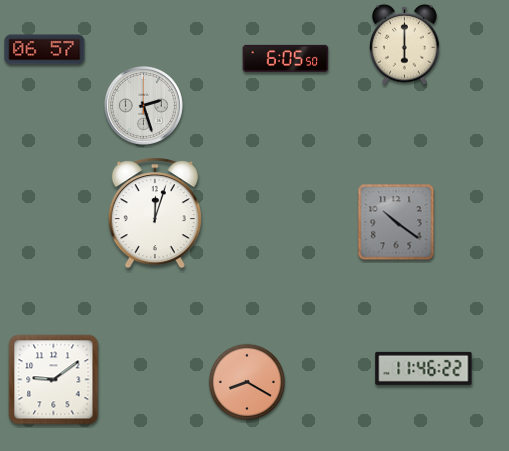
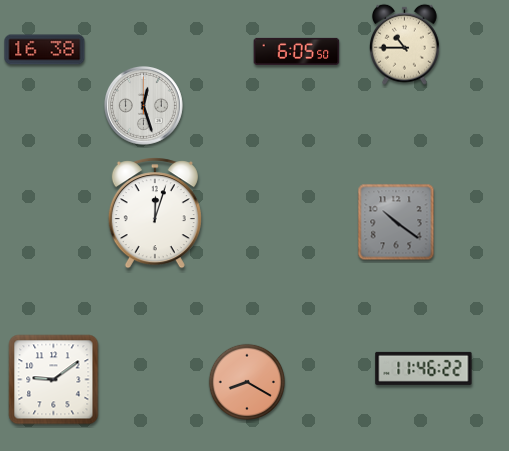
clock at (404, 44): 6:00 -> 10:45
clock at (45, 50): 06:57 -> 16:38
clock at (286, 58) position: (286, 58) -> (297, 51)
clock at (144, 106): 2:27 -> 12:27
